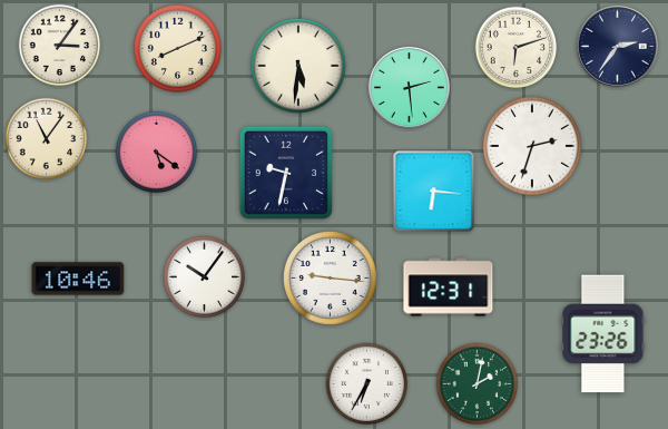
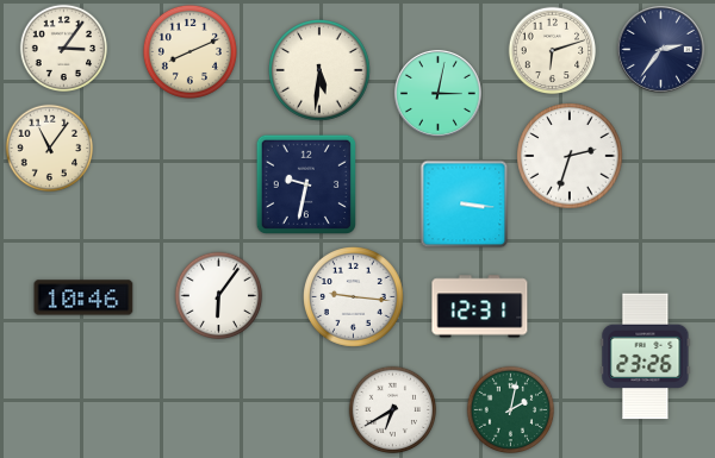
clock at (410, 87): 2:29 -> 3:02
clock at (157, 153): 5:21 -> none
clock at (434, 192): 6:16 -> 3:16
clock at (205, 277): 10:06 -> 6:06
clock at (367, 384): 6:35 -> 6:40
